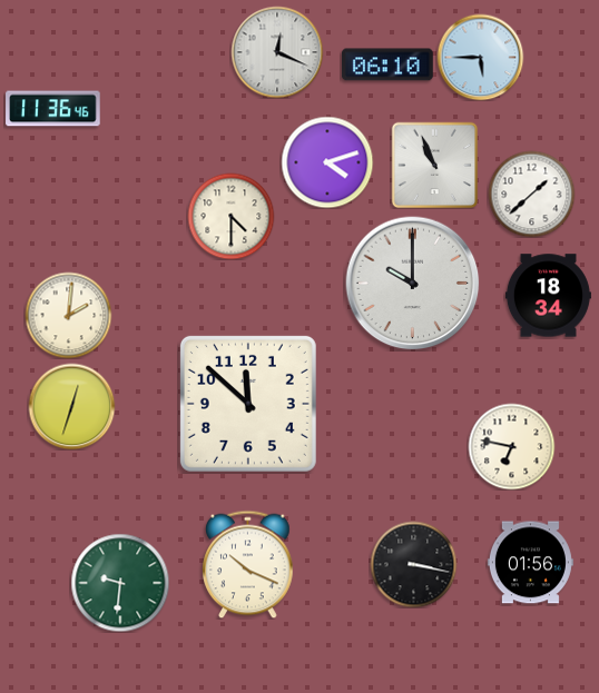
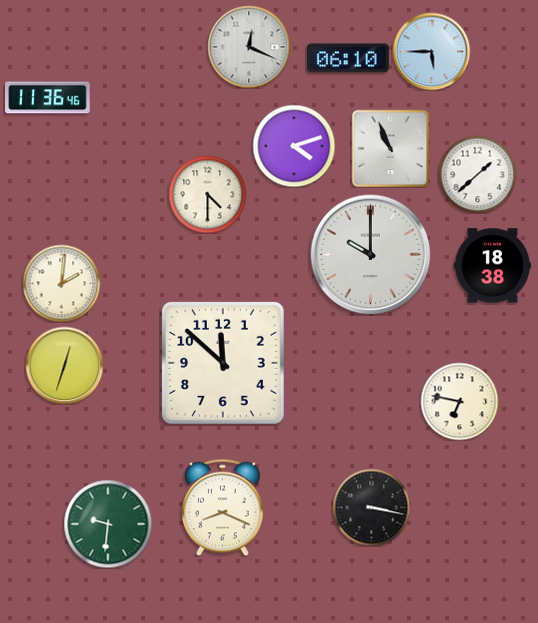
clock at (548, 296): 18:34 -> 18:38
clock at (530, 563): 01:56 -> none
clock at (248, 564): 10:19 -> 8:19
